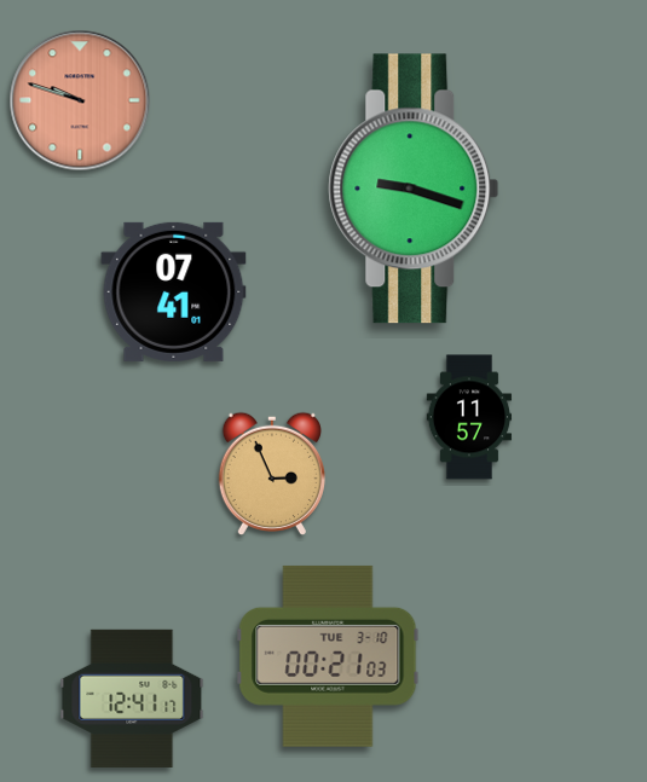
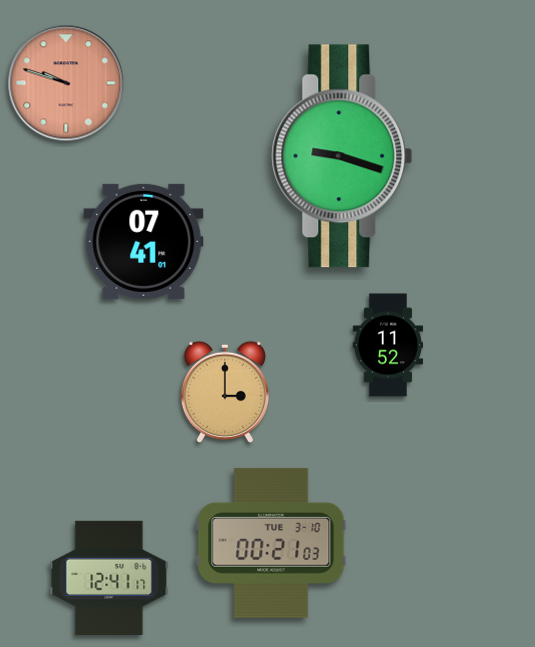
clock at (469, 417): 11:57 -> 11:52
clock at (271, 474): 2:56 -> 3:00
